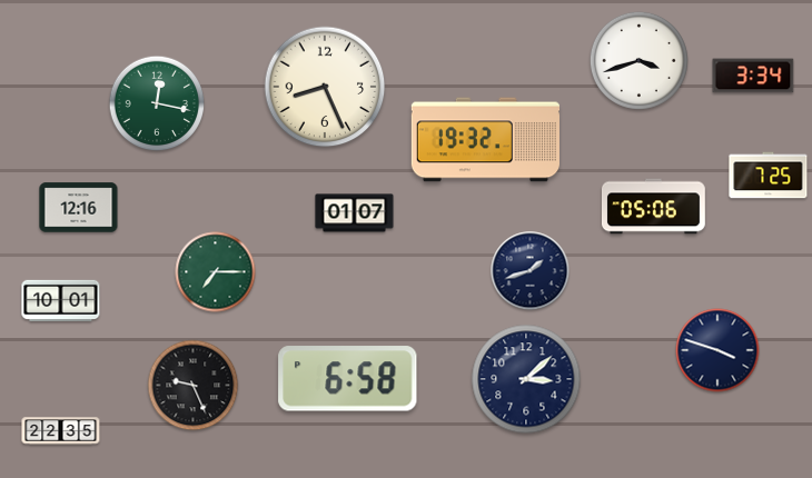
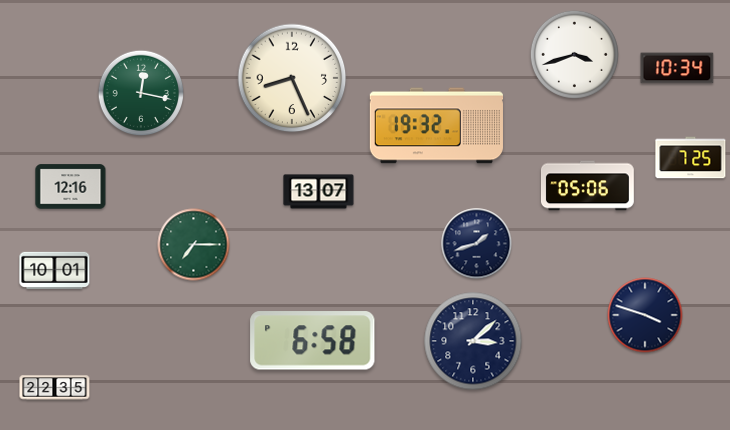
clock at (753, 76): 3:34 -> 10:34
clock at (355, 213): 01:07 -> 13:07
clock at (194, 386): 9:26 -> none
